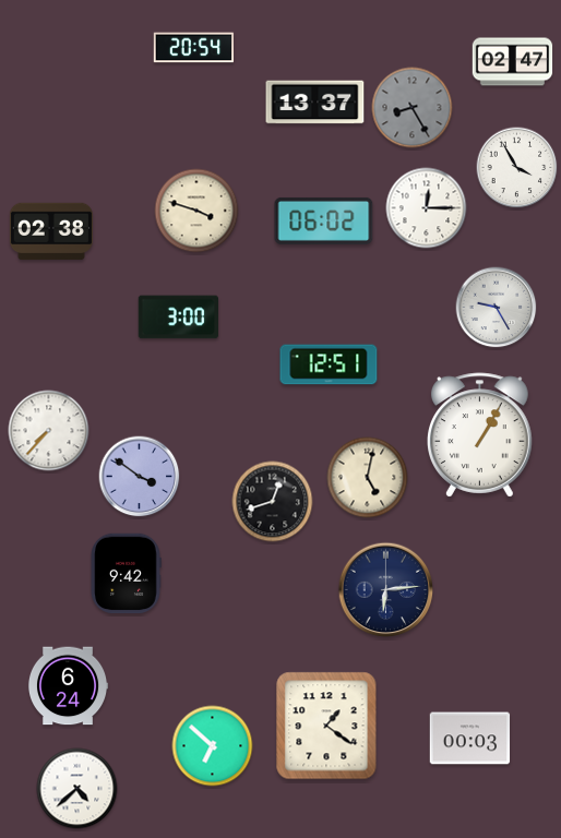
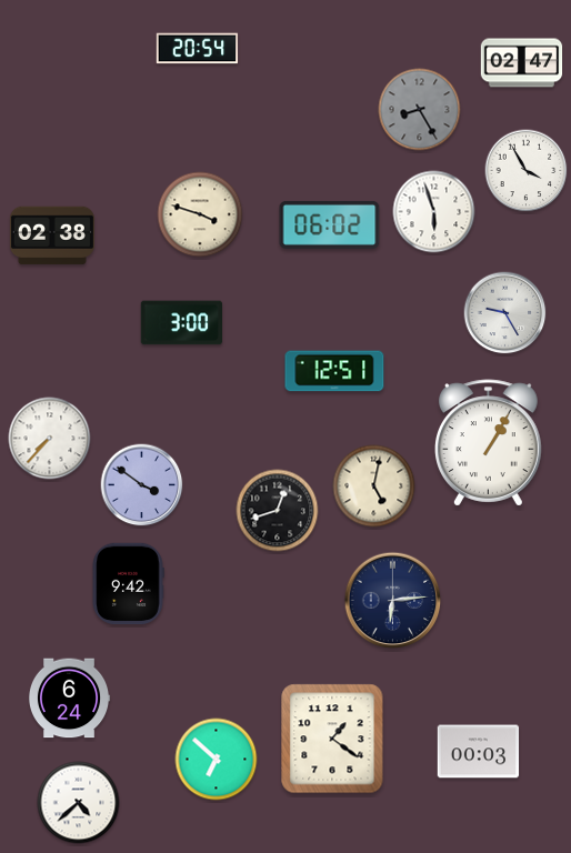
clock at (315, 103): 13:37 -> none
clock at (427, 208): 12:15 -> 5:57
